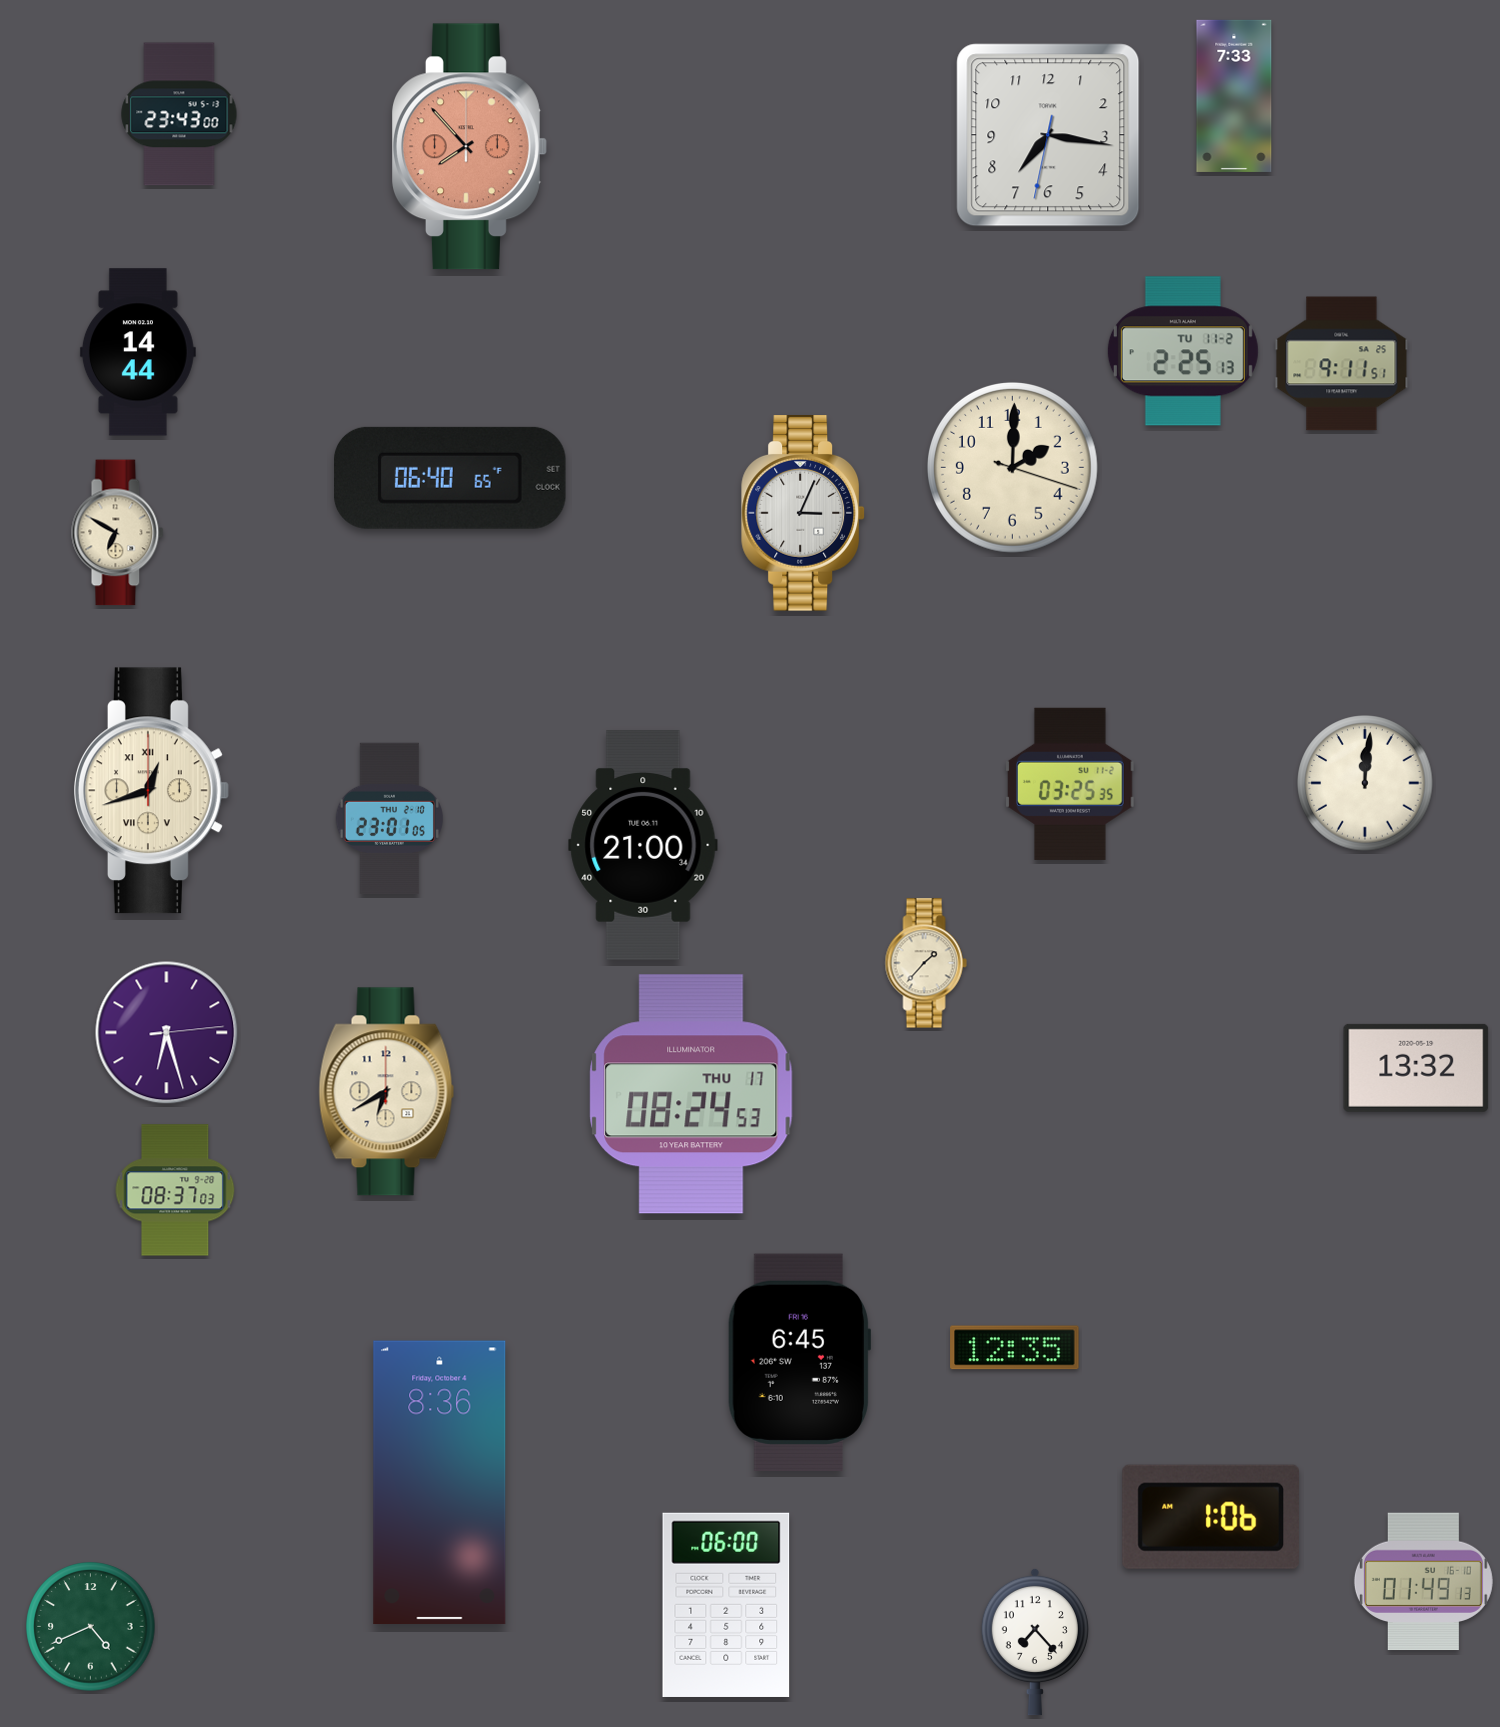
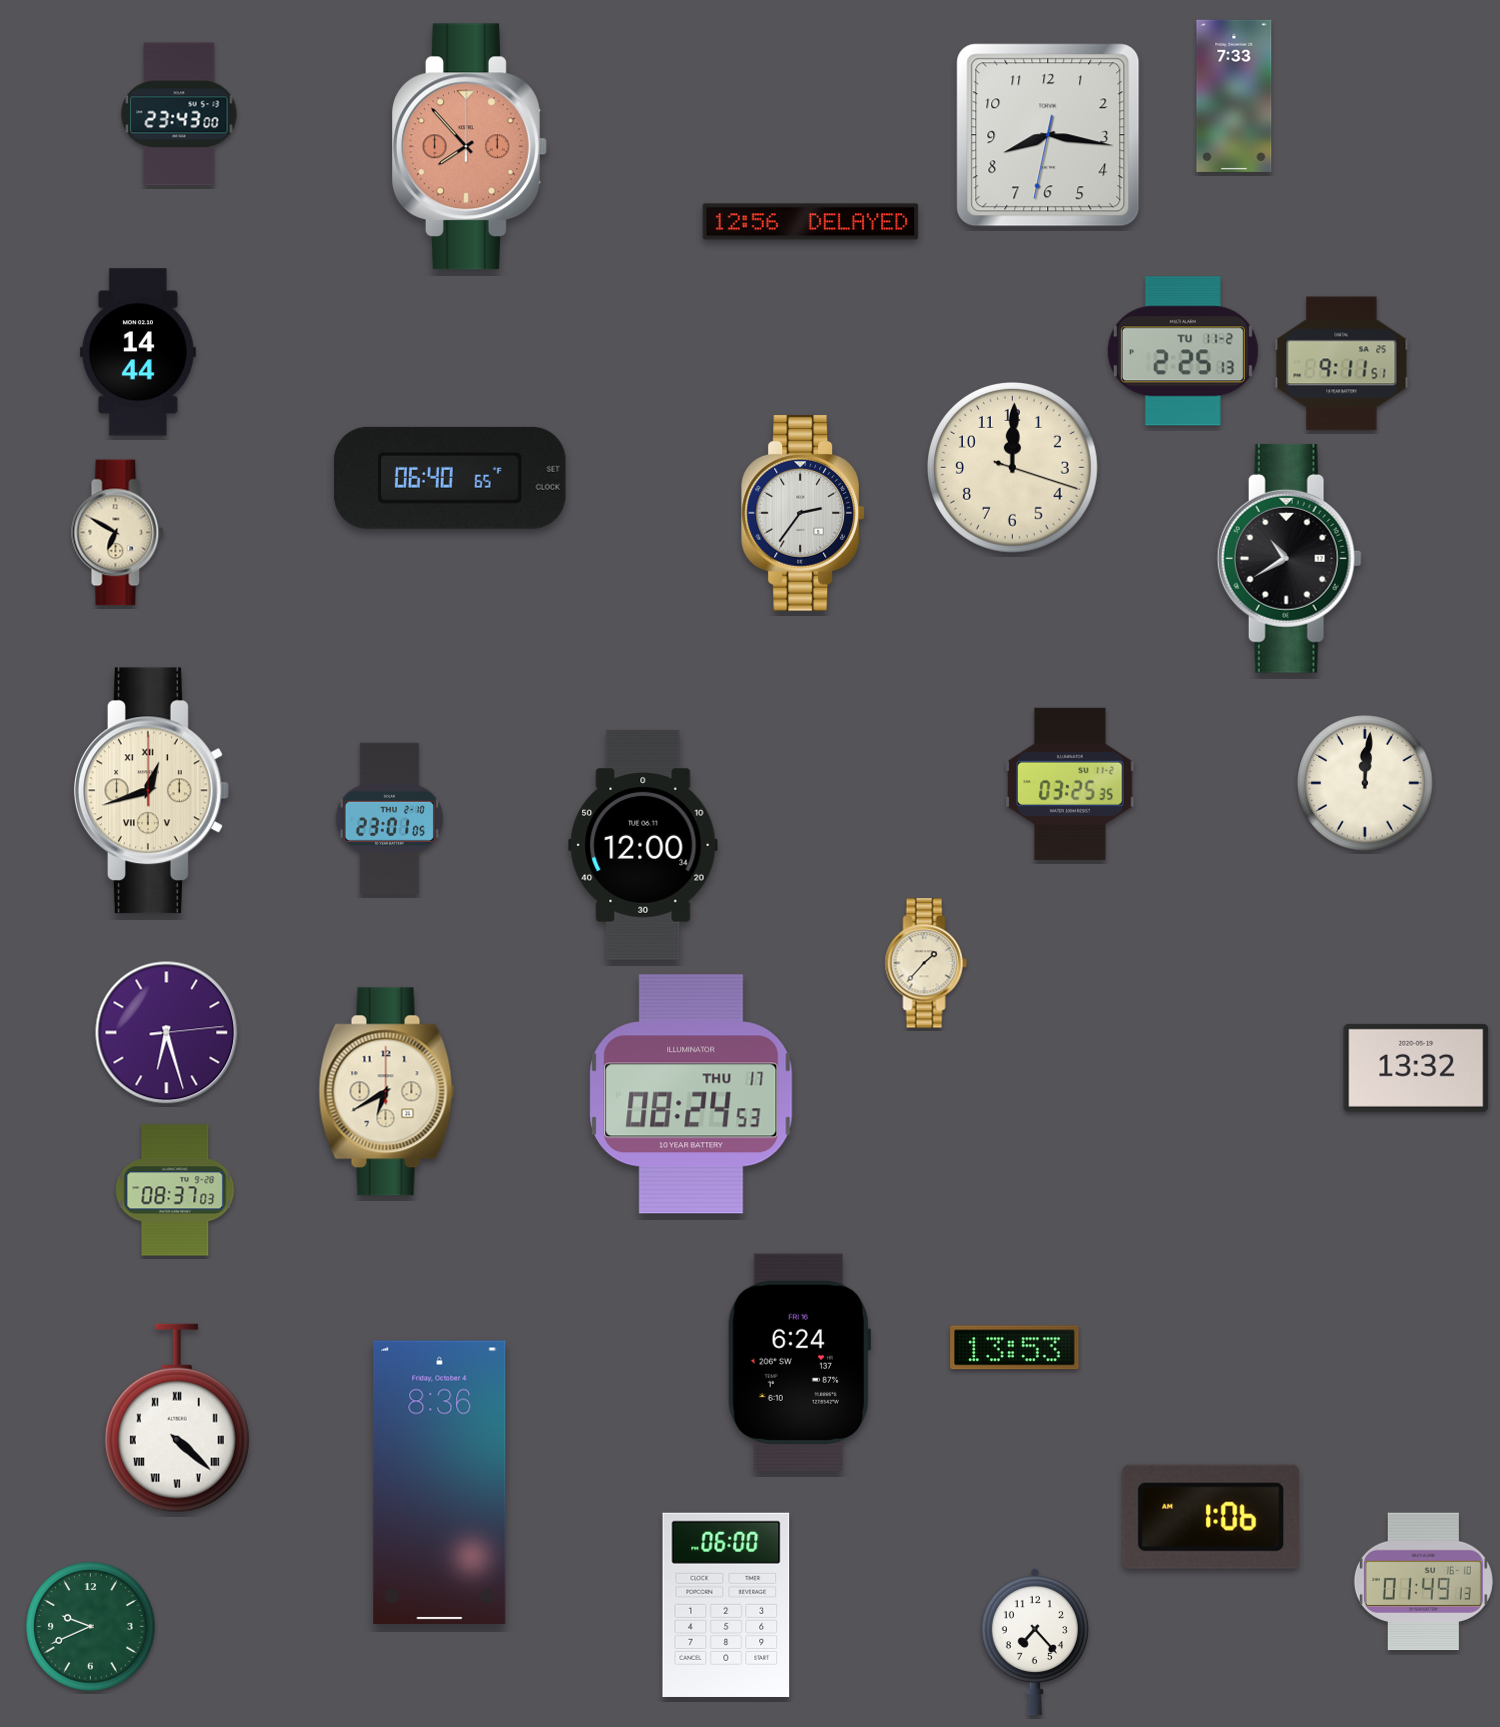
clock at (1048, 135): 7:16 -> 8:16
clock at (811, 222): none -> 12:56
clock at (1012, 467): 2:00 -> 12:00
clock at (803, 514): 3:04 -> 2:36
clock at (1289, 558): none -> 10:40
clock at (643, 845): 21:00 -> 12:00
clock at (1015, 1348): 12:35 -> 13:53
clock at (799, 1362): 6:45 -> 6:24
clock at (177, 1418): none -> 4:22
clock at (91, 1627): 4:41 -> 9:41
